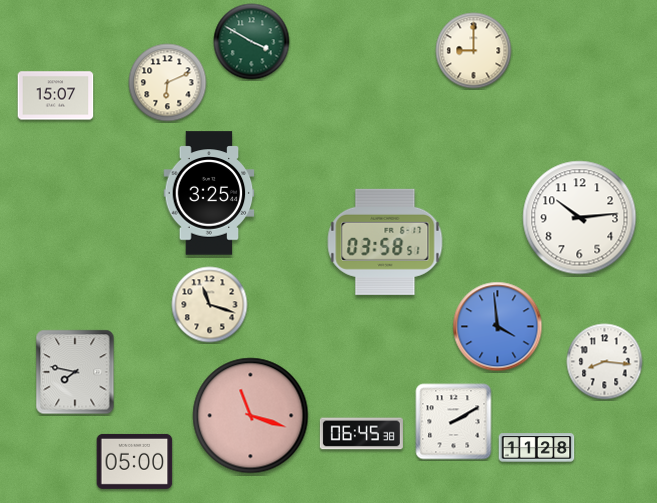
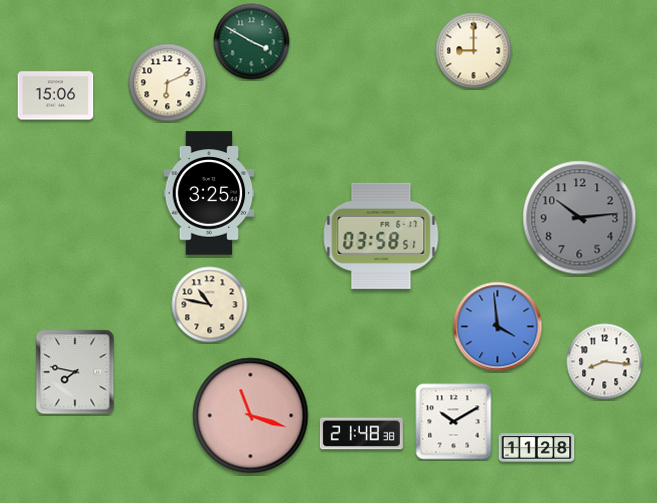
clock at (56, 96): 15:07 -> 15:06
clock at (580, 218) dial: white -> grey
clock at (385, 242) position: (385, 242) -> (381, 236)
clock at (210, 305): 11:18 -> 10:47
clock at (454, 422): 2:10 -> 10:10
clock at (361, 434): 06:45 -> 21:48
clock at (135, 461): 05:00 -> none
